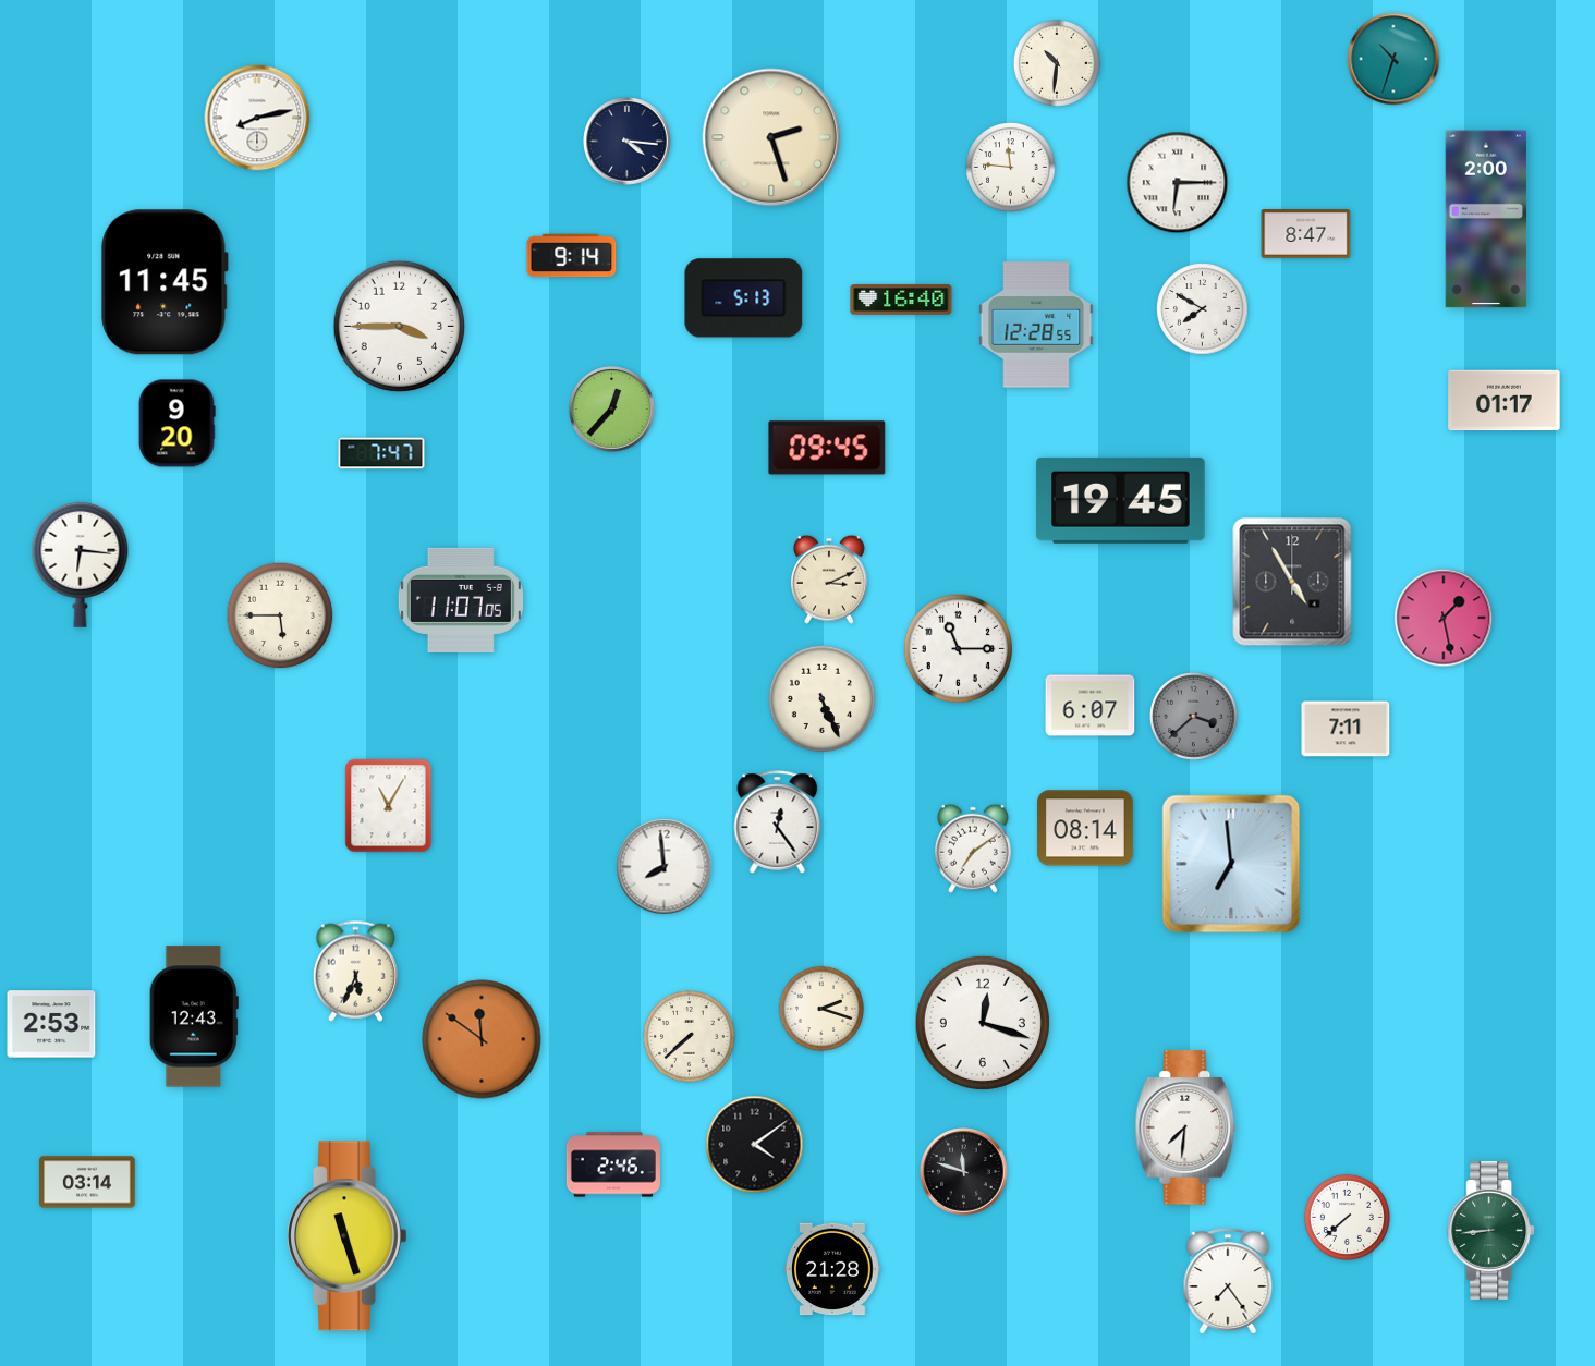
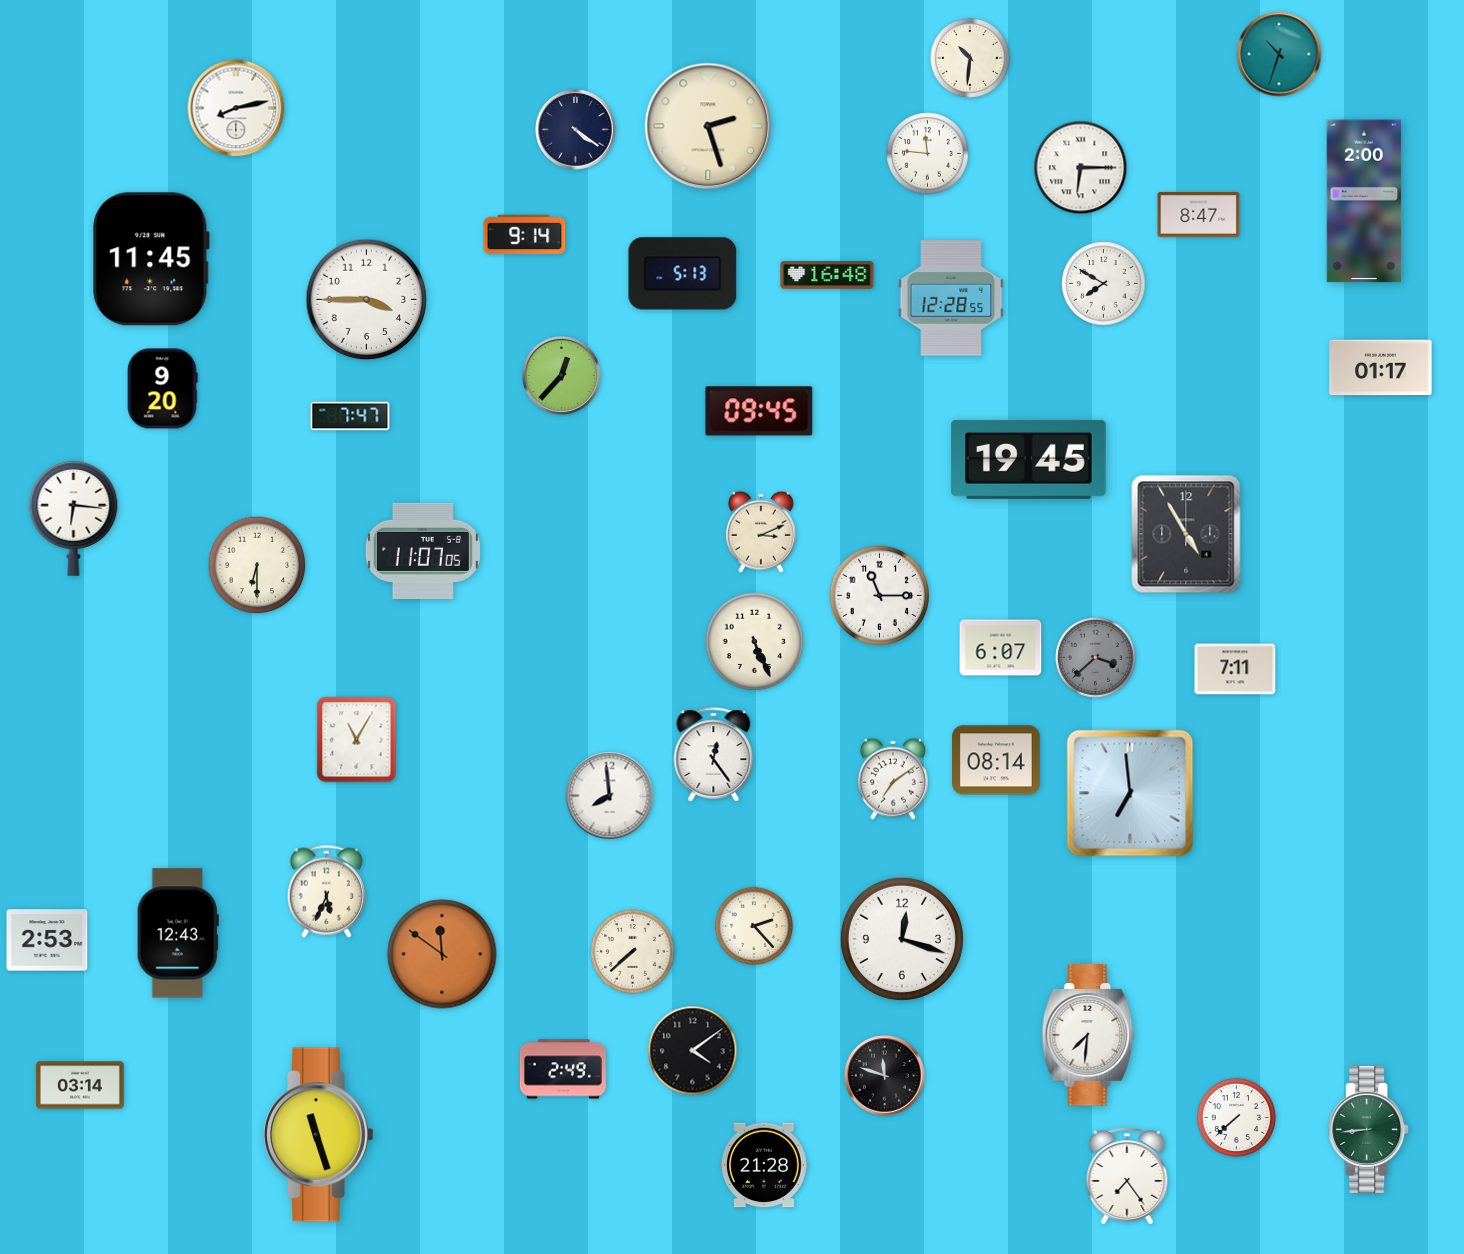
clock at (628, 142): 4:16 -> 4:21
clock at (901, 300): 16:40 -> 16:48
clock at (280, 615): 5:45 -> 6:30
clock at (1444, 618): 1:28 -> none
clock at (820, 1008): 2:18 -> 2:23
clock at (613, 1164): 2:46 -> 2:49
